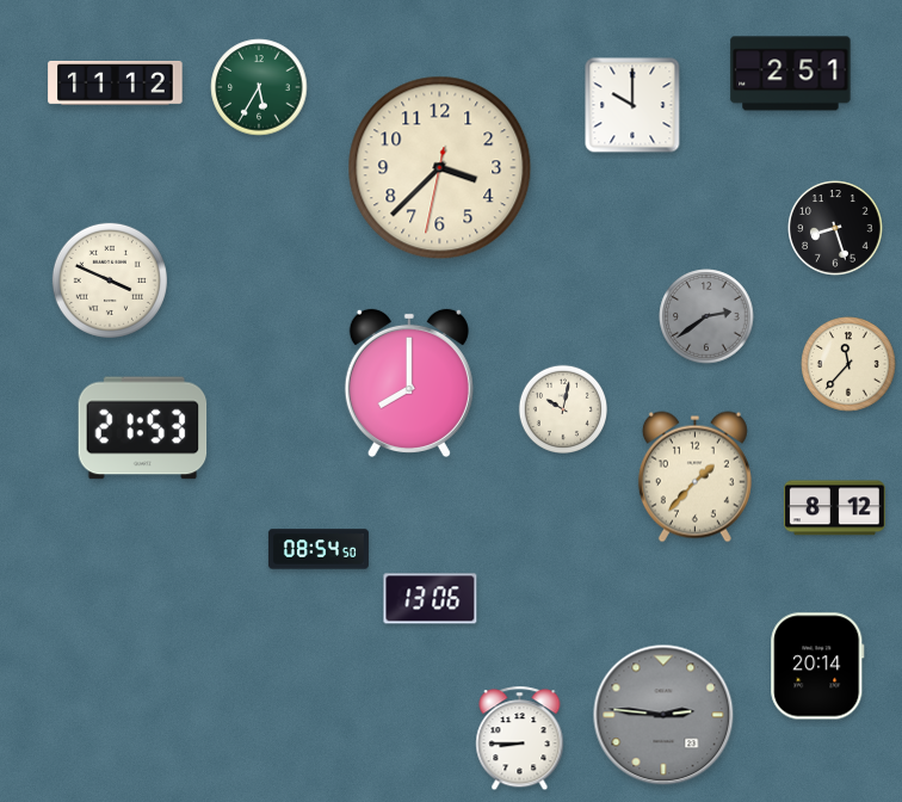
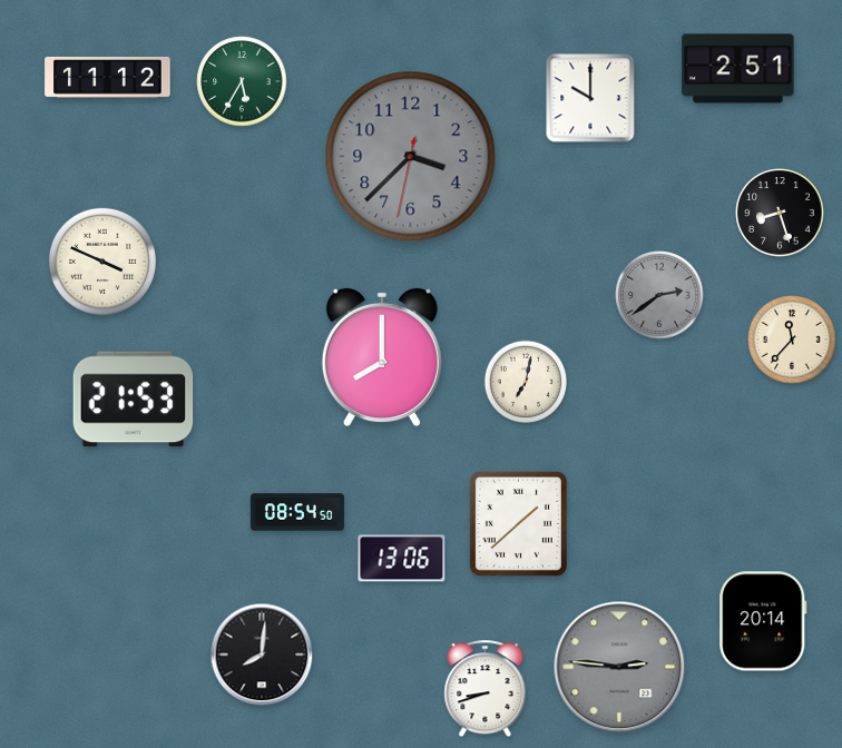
clock at (440, 168) dial: cream -> grey
clock at (563, 409): 10:02 -> 7:02
clock at (694, 477): 1:37 -> none
clock at (834, 508): 8:12 -> none
clock at (518, 523): none -> 1:38
clock at (262, 654): none -> 8:01
clock at (520, 739): 8:45 -> 8:42
